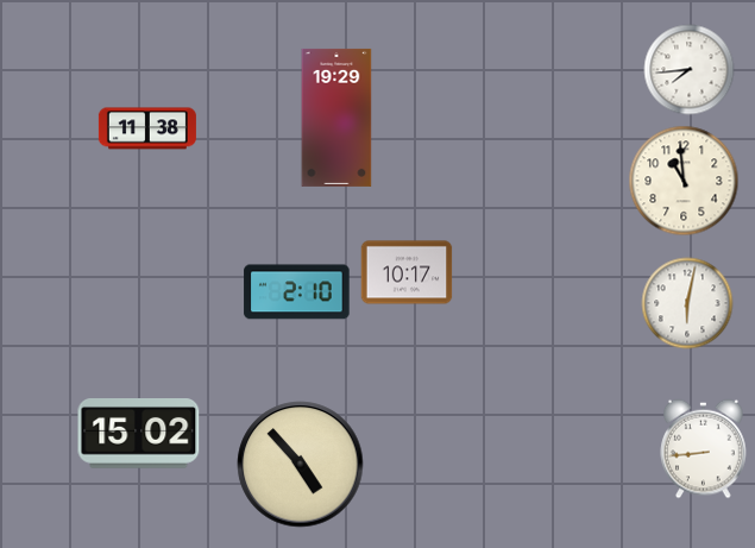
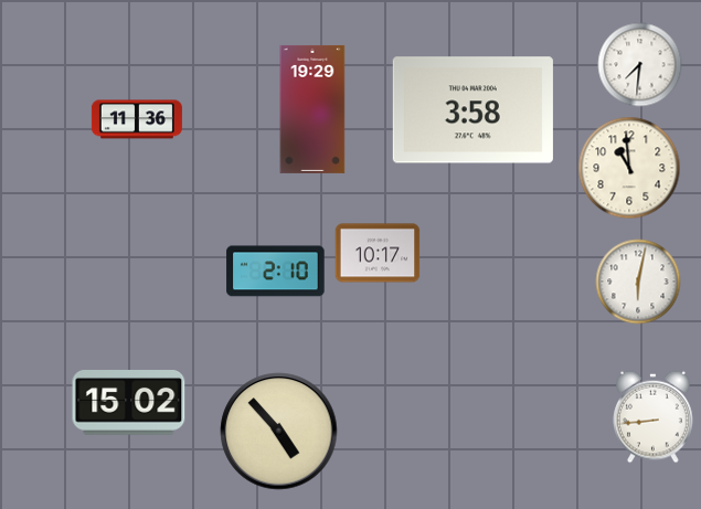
clock at (690, 70): 7:44 -> 7:31
clock at (472, 110): none -> 3:58
clock at (147, 128): 11:38 -> 11:36
clock at (684, 181) position: (684, 181) -> (629, 168)
